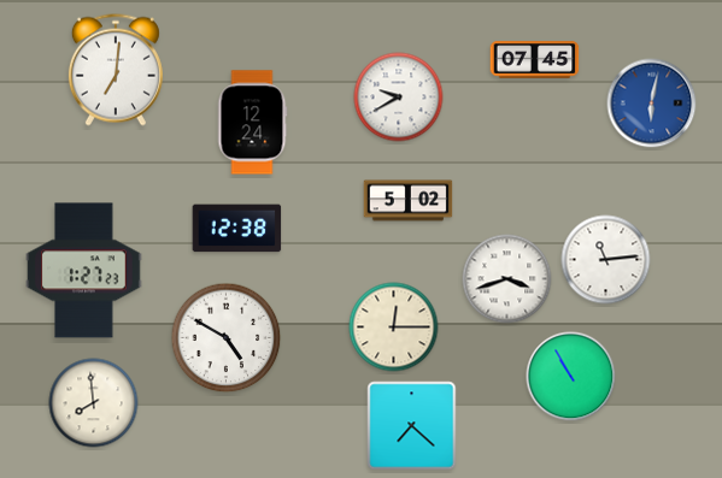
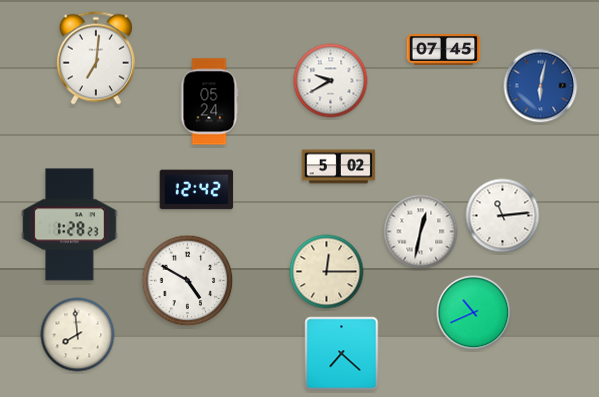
clock at (252, 123): 12:24 -> 05:24
clock at (237, 229): 12:38 -> 12:42
clock at (84, 271): 1:27 -> 1:28
clock at (507, 279): 3:42 -> 12:32
clock at (571, 377): 10:55 -> 10:41
